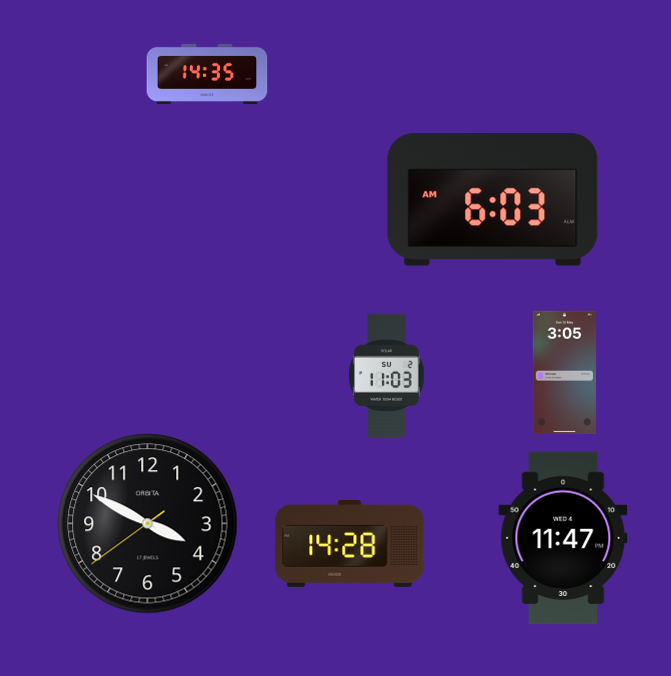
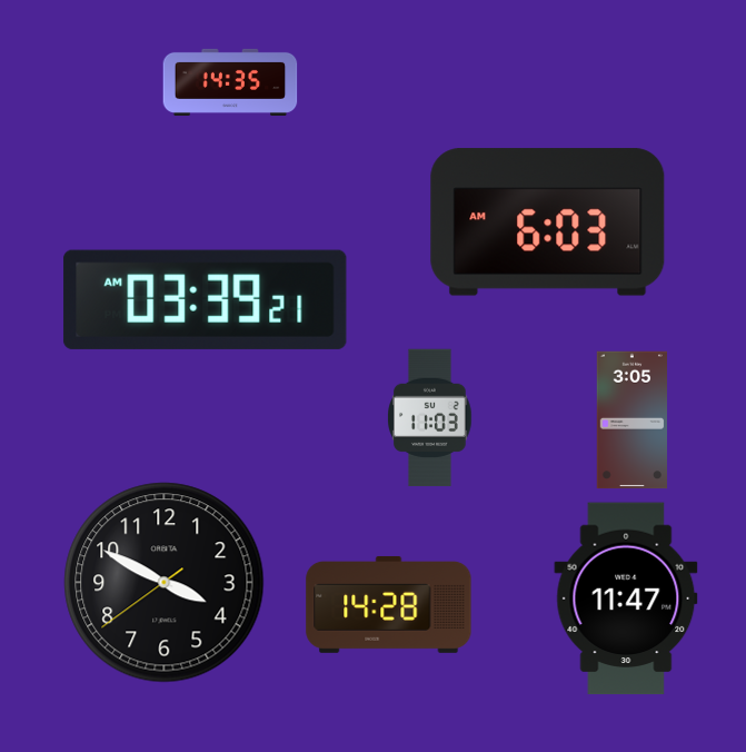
clock at (206, 299): none -> 03:39
clock at (565, 373) position: (565, 373) -> (633, 420)
